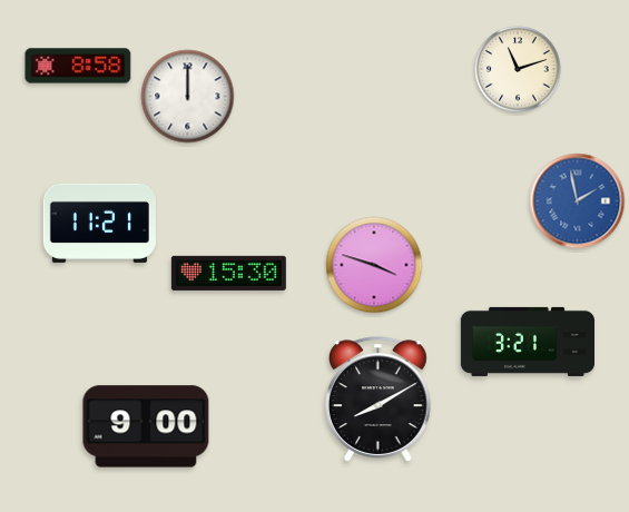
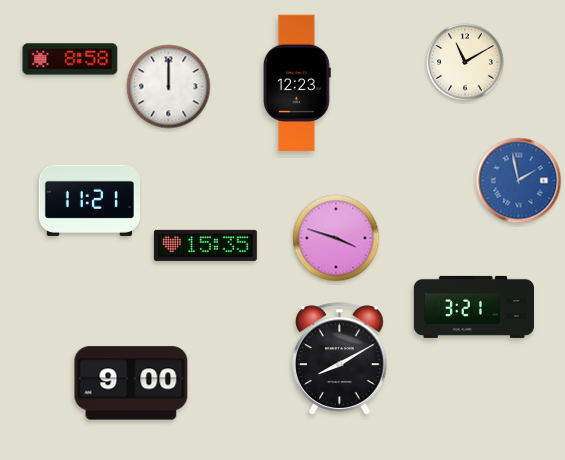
clock at (518, 69): 11:12 -> 11:10
clock at (297, 83): none -> 12:23
clock at (228, 273): 15:30 -> 15:35
